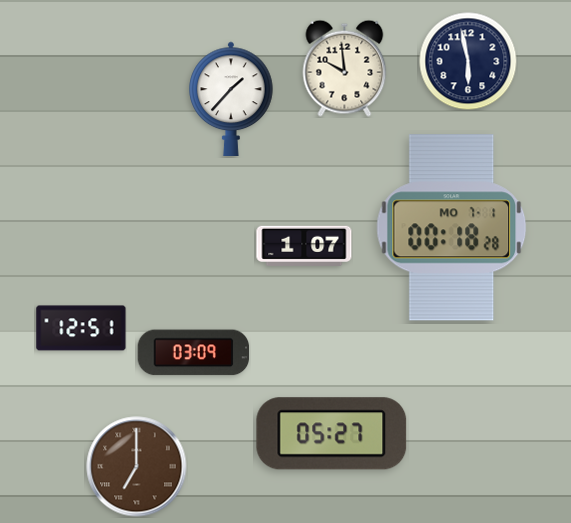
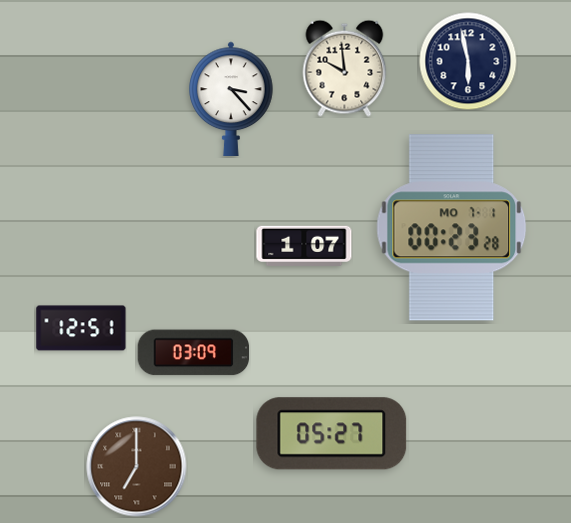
clock at (231, 98): 1:37 -> 3:23
clock at (452, 228): 00:18 -> 00:23
